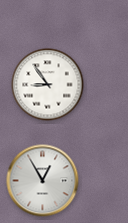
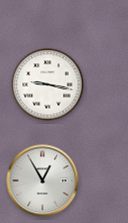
clock at (48, 85): 8:54 -> 9:17
